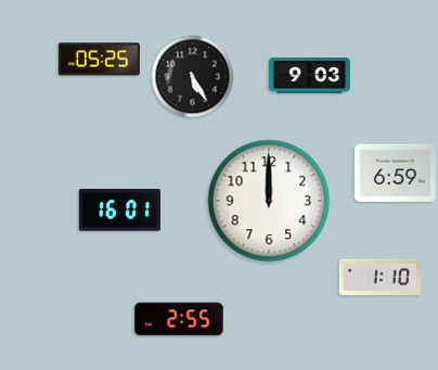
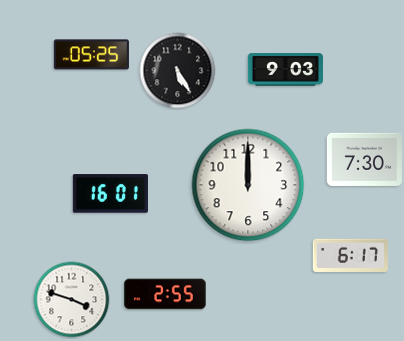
clock at (395, 173): 6:59 -> 7:30
clock at (379, 277): 1:10 -> 6:17
clock at (72, 300): none -> 3:48
